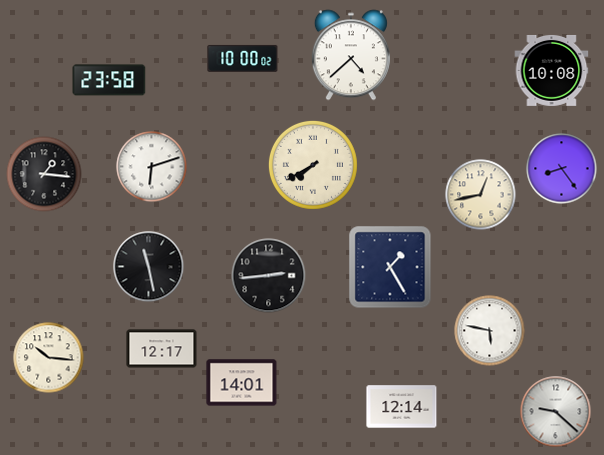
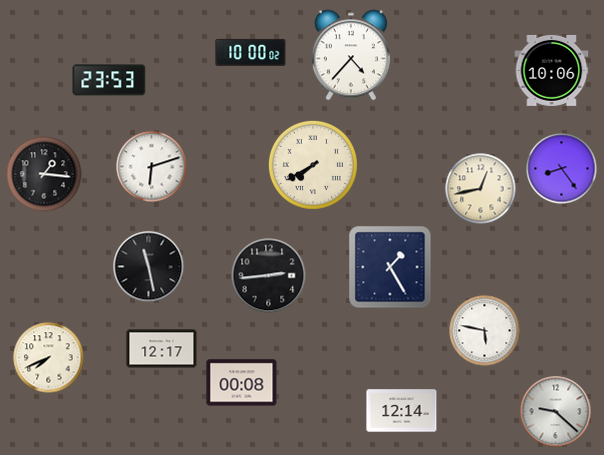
clock at (351, 55): 4:38 -> 4:37
clock at (243, 58) position: (243, 58) -> (251, 52)
clock at (552, 70): 10:08 -> 10:06
clock at (109, 80): 23:58 -> 23:53
clock at (481, 195) position: (481, 195) -> (481, 189)
clock at (490, 331) position: (490, 331) -> (485, 331)
clock at (49, 358): 10:16 -> 7:41
clock at (242, 383): 14:01 -> 00:08
clock at (402, 407) position: (402, 407) -> (402, 411)
